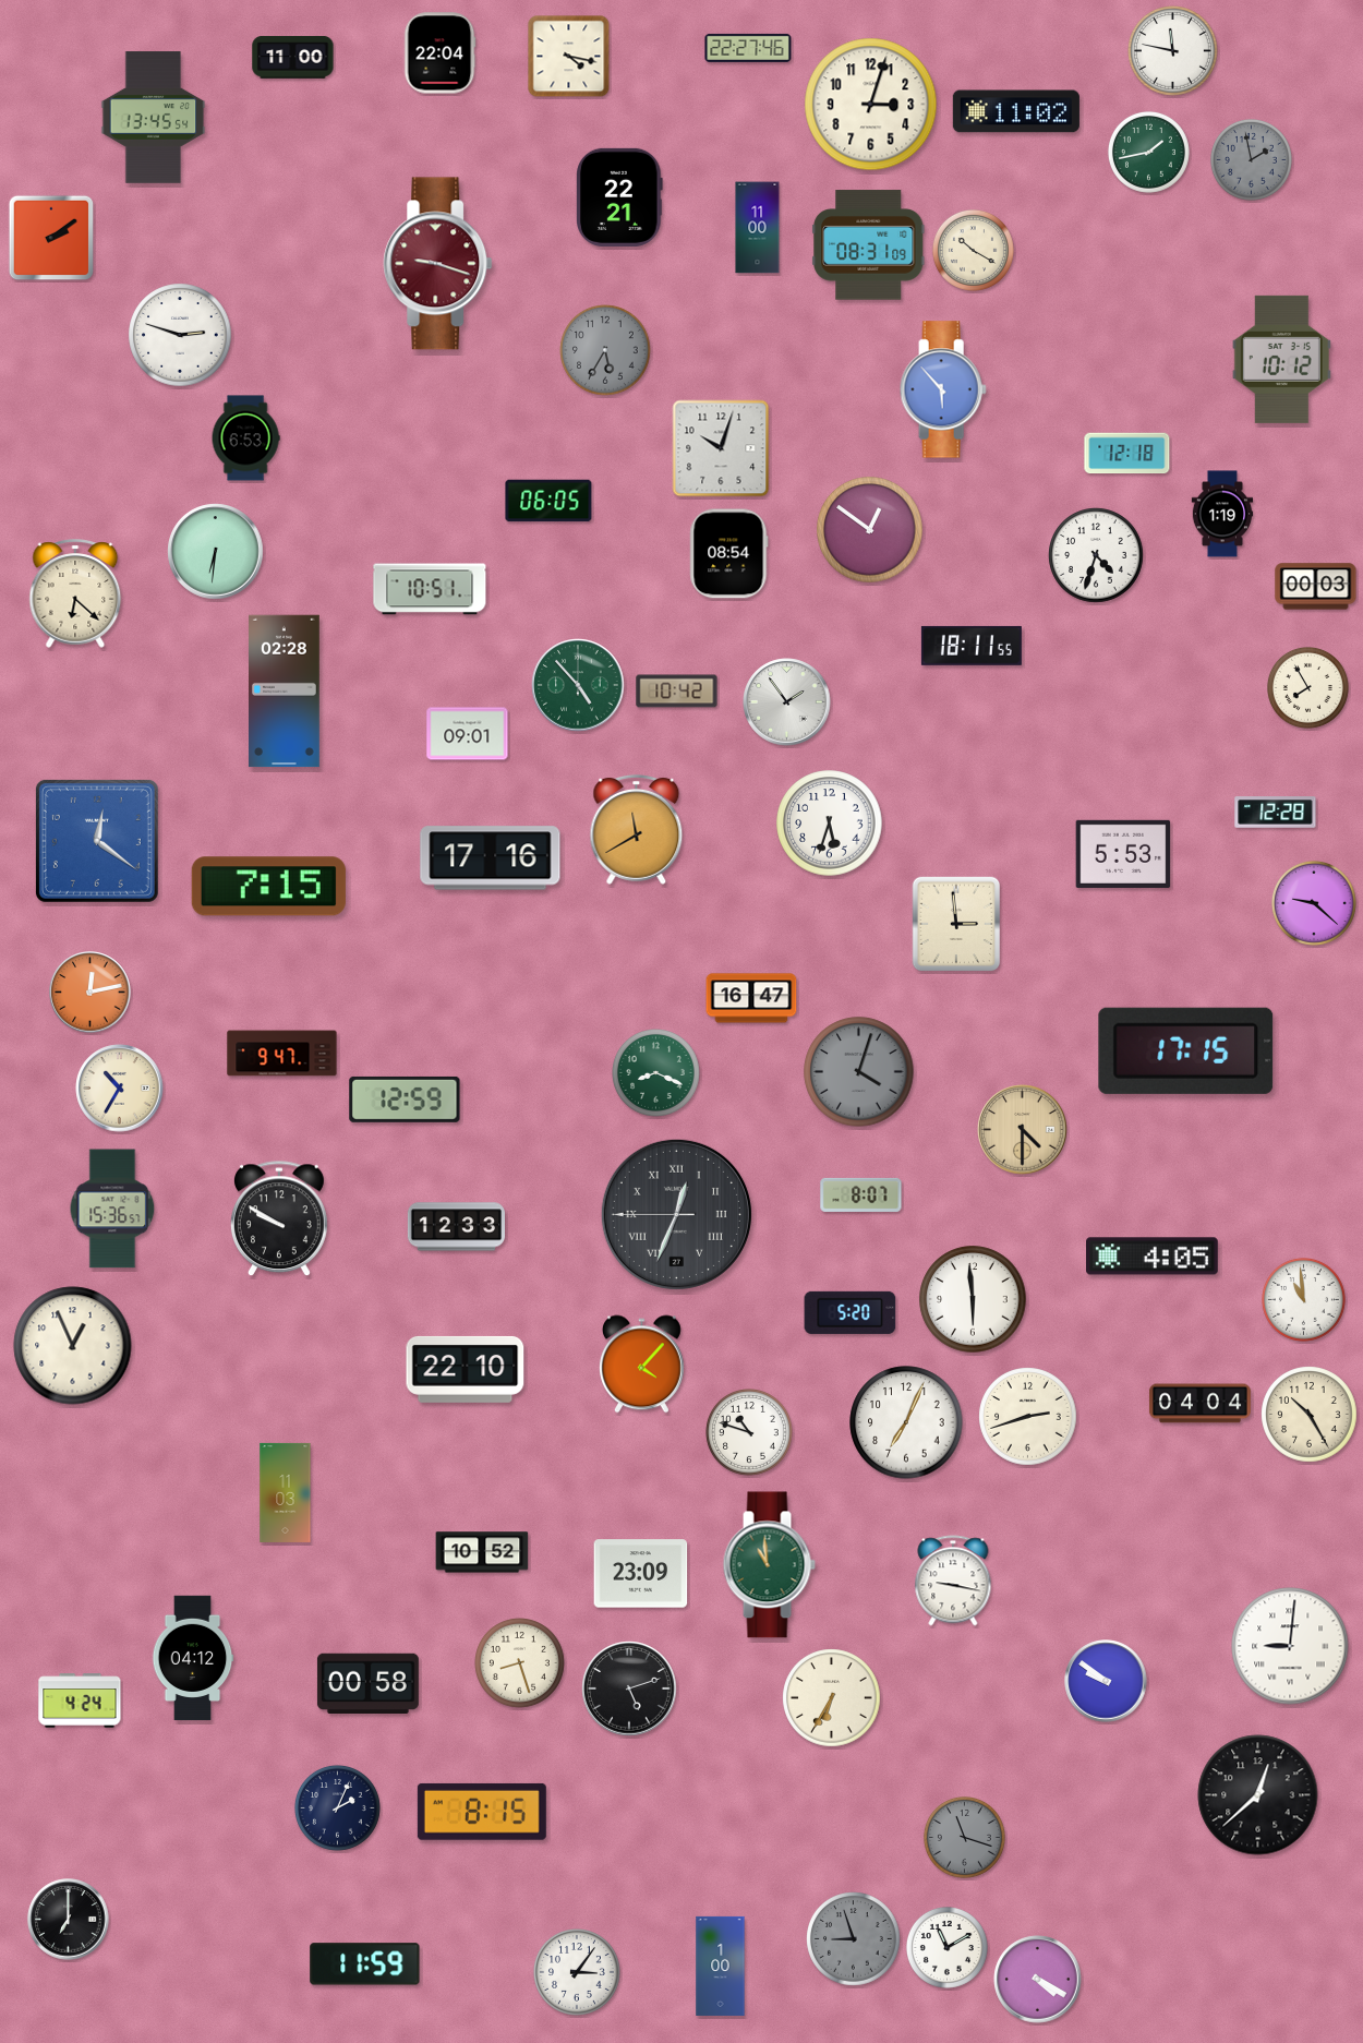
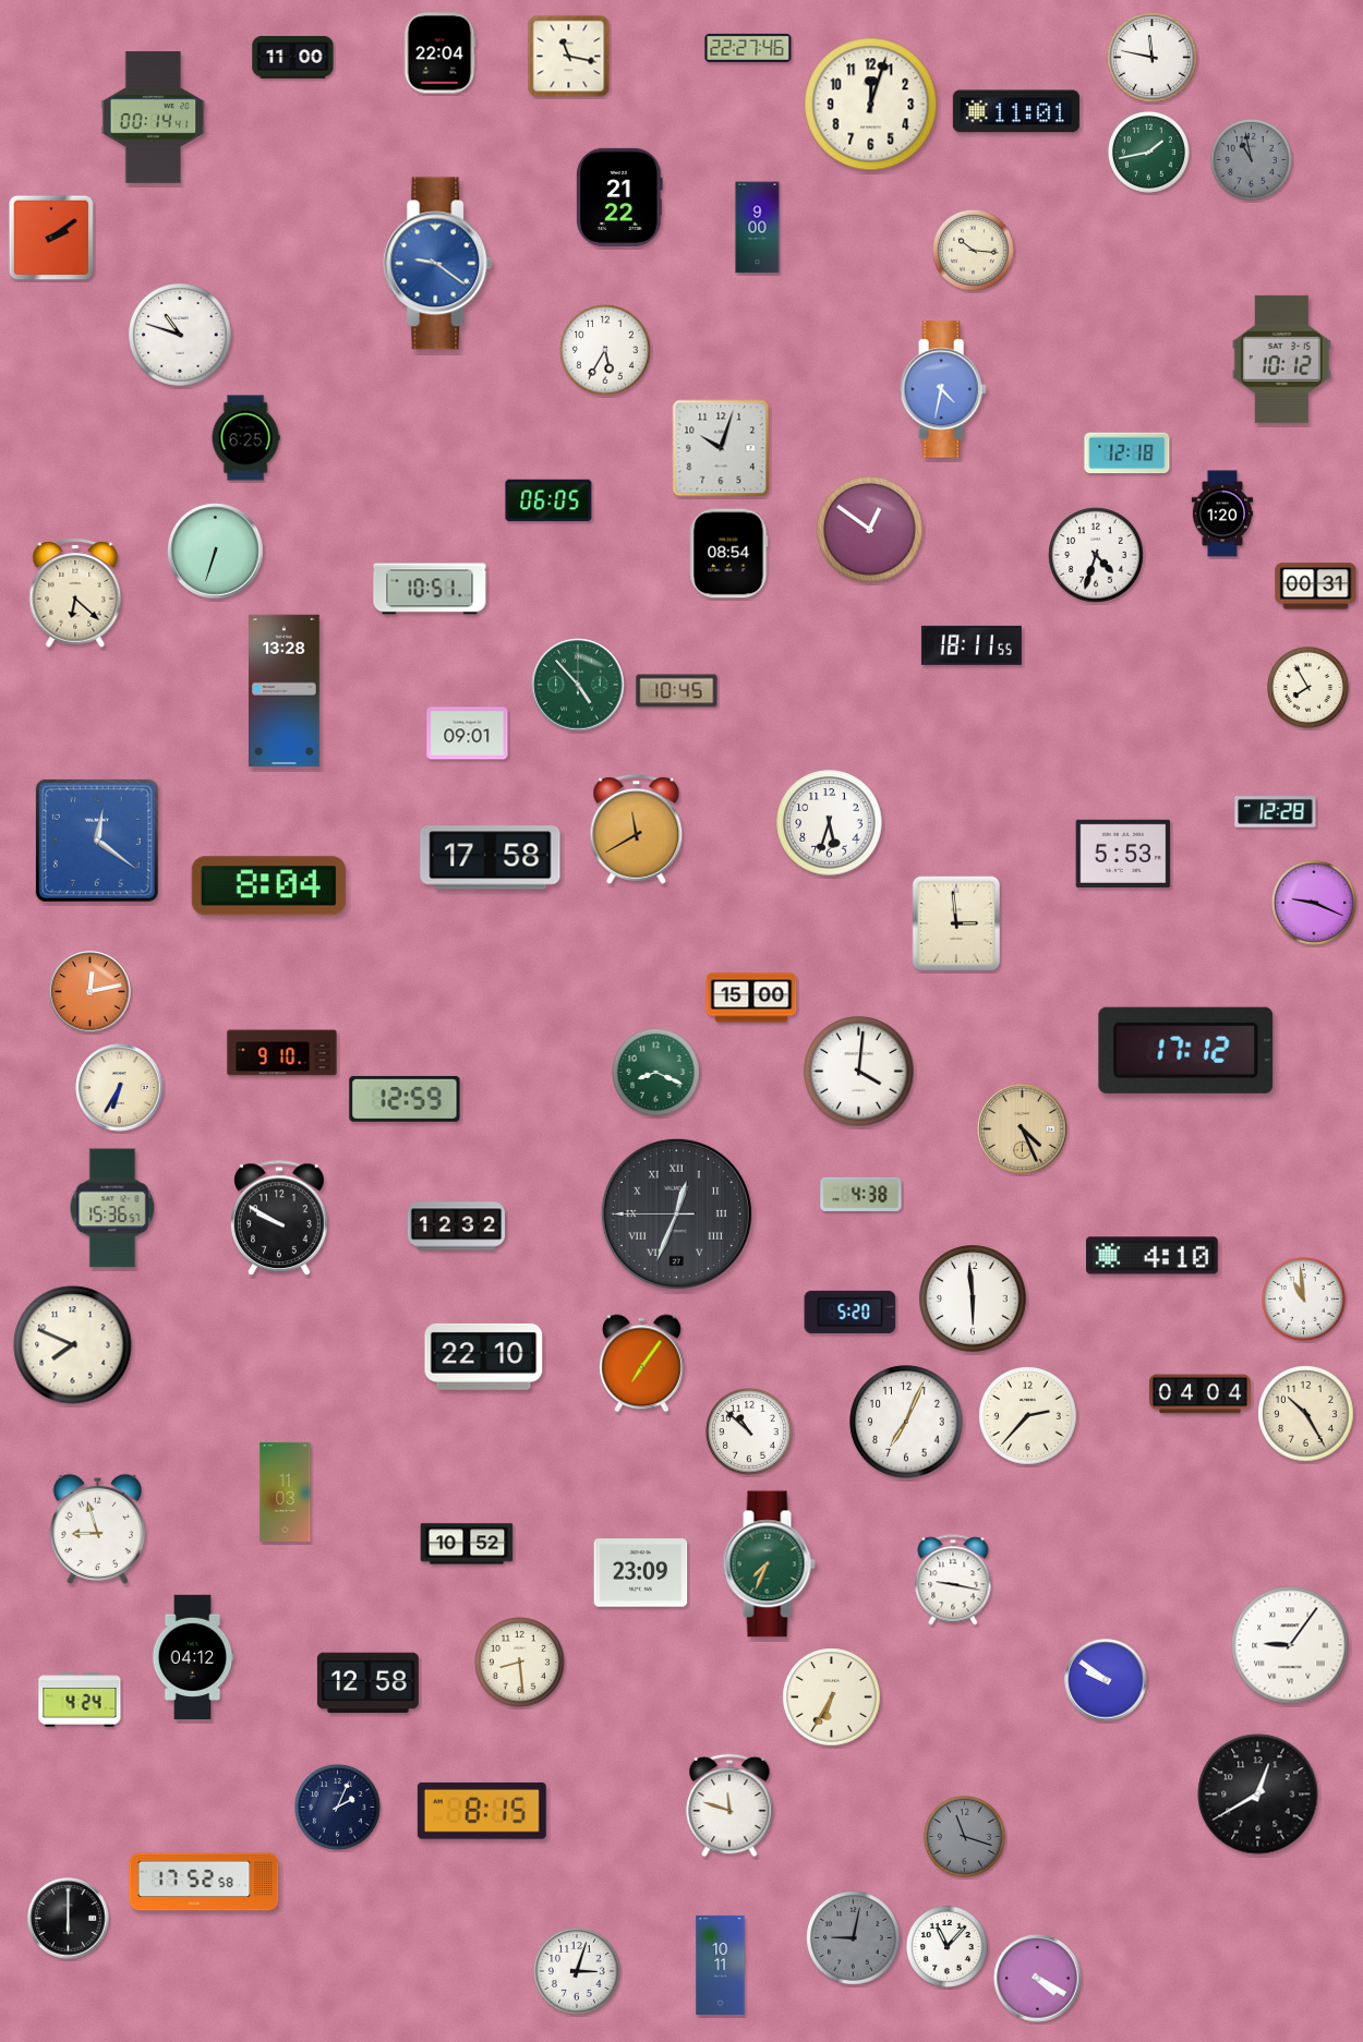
clock at (1173, 51) position: (1173, 51) -> (1153, 58)
clock at (569, 57): 4:17 -> 11:17
clock at (871, 105): 3:03 -> 12:03
clock at (1016, 111): 11:02 -> 11:01
clock at (154, 118): 13:45 -> 00:14
clock at (1251, 159): 1:58 -> 10:58
clock at (620, 197): 22:21 -> 21:22
clock at (758, 228): 11:00 -> 9:00
clock at (869, 245): 08:31 -> none
clock at (973, 250): 10:20 -> 10:16
clock at (438, 264): 9:18 -> 9:21
clock at (438, 264) dial: burgundy -> blue
clock at (180, 335): 2:48 -> 10:48
clock at (606, 351) dial: grey -> white
clock at (943, 389): 5:53 -> 4:32
clock at (245, 438): 6:53 -> 6:25
clock at (1222, 514): 1:19 -> 1:20
clock at (216, 552): 6:31 -> 6:33
clock at (1316, 587): 00:03 -> 00:31
clock at (285, 692): 02:28 -> 13:28
clock at (677, 692): 10:42 -> 10:45
clock at (787, 702): 1:54 -> none
clock at (491, 858): 17:16 -> 17:58
clock at (268, 887): 7:15 -> 8:04
clock at (1314, 903): 9:22 -> 9:19
clock at (751, 998): 16:47 -> 15:00
clock at (1186, 1050): 17:15 -> 17:12
clock at (282, 1054): 9:47 -> 9:10
clock at (859, 1072): 4:03 -> 4:01
clock at (859, 1072) dial: grey -> white
clock at (120, 1089): 10:35 -> 6:35
clock at (1023, 1130): 4:30 -> 4:26
clock at (861, 1194): 8:07 -> 4:38
clock at (456, 1227): 12:33 -> 12:32
clock at (1153, 1257): 4:05 -> 4:10
clock at (73, 1346): 12:56 -> 7:49
clock at (641, 1365): 4:07 -> 7:06
clock at (466, 1369) position: (466, 1369) -> (484, 1356)
clock at (1199, 1404) position: (1199, 1404) -> (1199, 1394)
clock at (1310, 1415) position: (1310, 1415) -> (1306, 1414)
clock at (1028, 1417): 2:42 -> 2:37
clock at (750, 1433): 10:48 -> 10:52
clock at (97, 1530): none -> 8:57
clock at (482, 1552) position: (482, 1552) -> (467, 1544)
clock at (769, 1565): 10:59 -> 7:34
clock at (1290, 1646): 9:01 -> 9:06
clock at (520, 1663): 8:27 -> 8:29
clock at (367, 1684): 00:58 -> 12:58
clock at (629, 1689): 5:12 -> none
clock at (1258, 1795): 12:38 -> 12:40
clock at (729, 1805): none -> 11:48
clock at (204, 1882): none -> 17:52
clock at (69, 1920): 7:00 -> 6:00
clock at (854, 1939): 8:57 -> 9:02
clock at (946, 1947): 11:10 -> 11:07
clock at (365, 1964): 11:59 -> none
clock at (721, 1966): 1:00 -> 10:11
clock at (578, 1973): 3:06 -> 3:03
